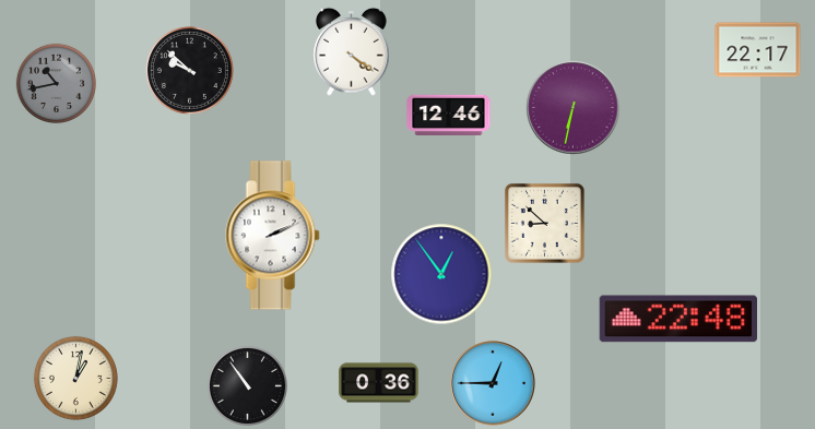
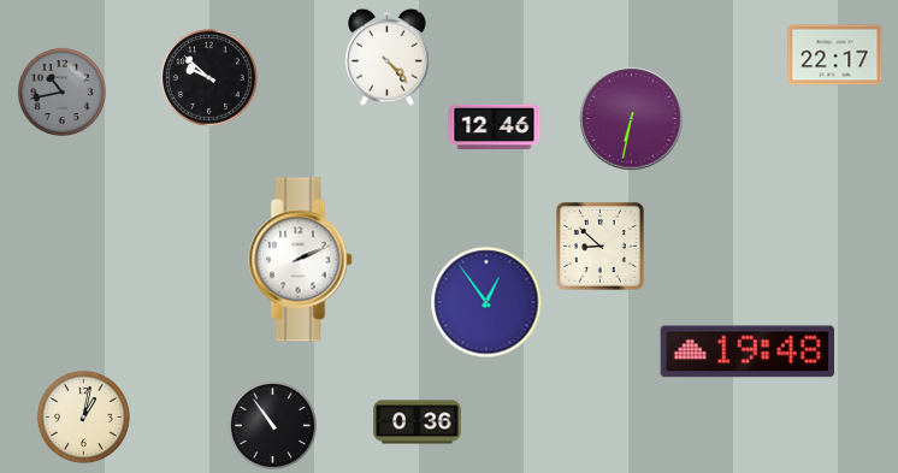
clock at (352, 51): 4:21 -> 4:23
clock at (677, 319): 22:48 -> 19:48
clock at (493, 383): 12:45 -> none
